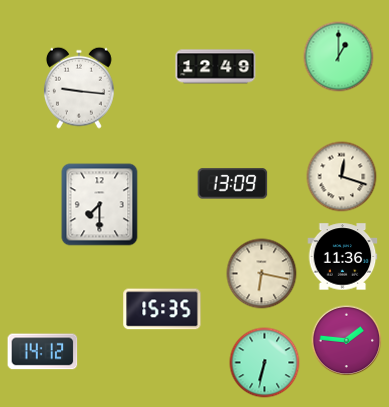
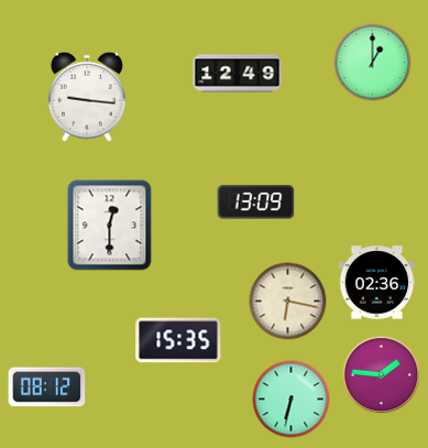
clock at (342, 177): 12:18 -> none
clock at (100, 205): 7:30 -> 12:30
clock at (343, 257): 11:36 -> 02:36
clock at (43, 352): 14:12 -> 08:12
